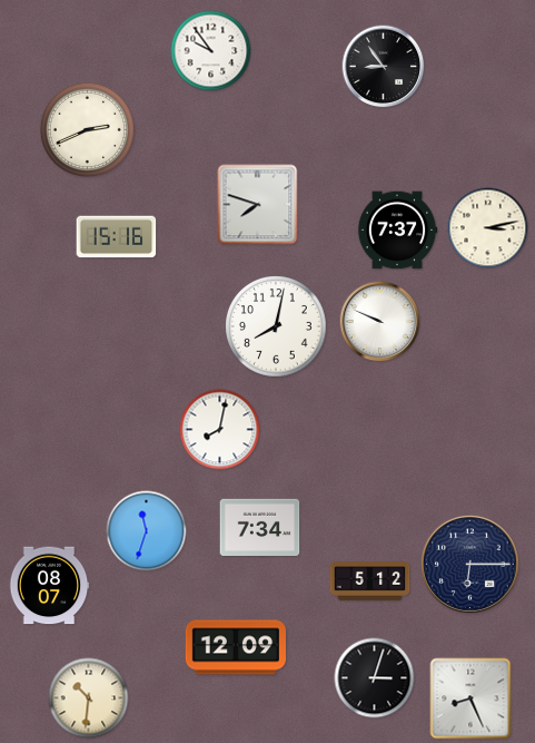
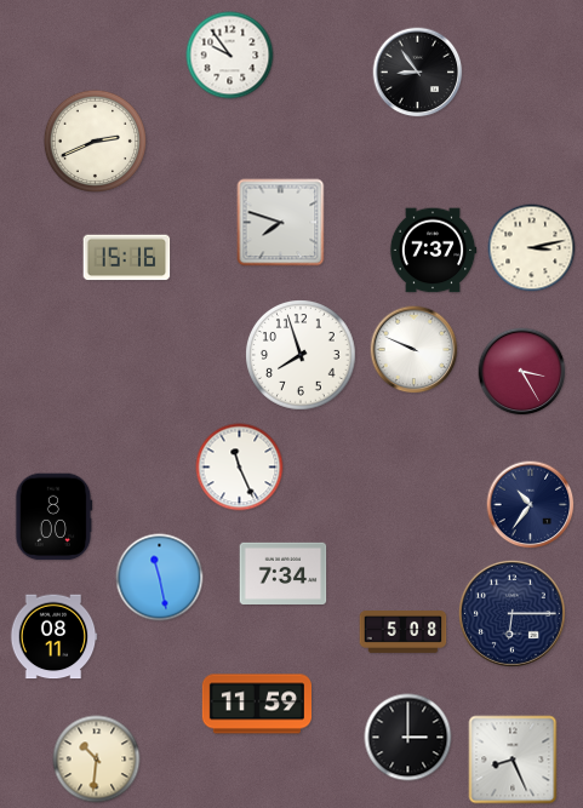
clock at (276, 326): 8:02 -> 7:57
clock at (522, 372): none -> 3:25
clock at (220, 430): 8:02 -> 11:26
clock at (531, 505): none -> 10:36
clock at (53, 517): none -> 8:00
clock at (147, 531): 11:33 -> 11:28
clock at (370, 581): 5:12 -> 5:08
clock at (49, 586): 08:07 -> 08:11
clock at (235, 647): 12:09 -> 11:59
clock at (375, 678): 3:03 -> 3:00
